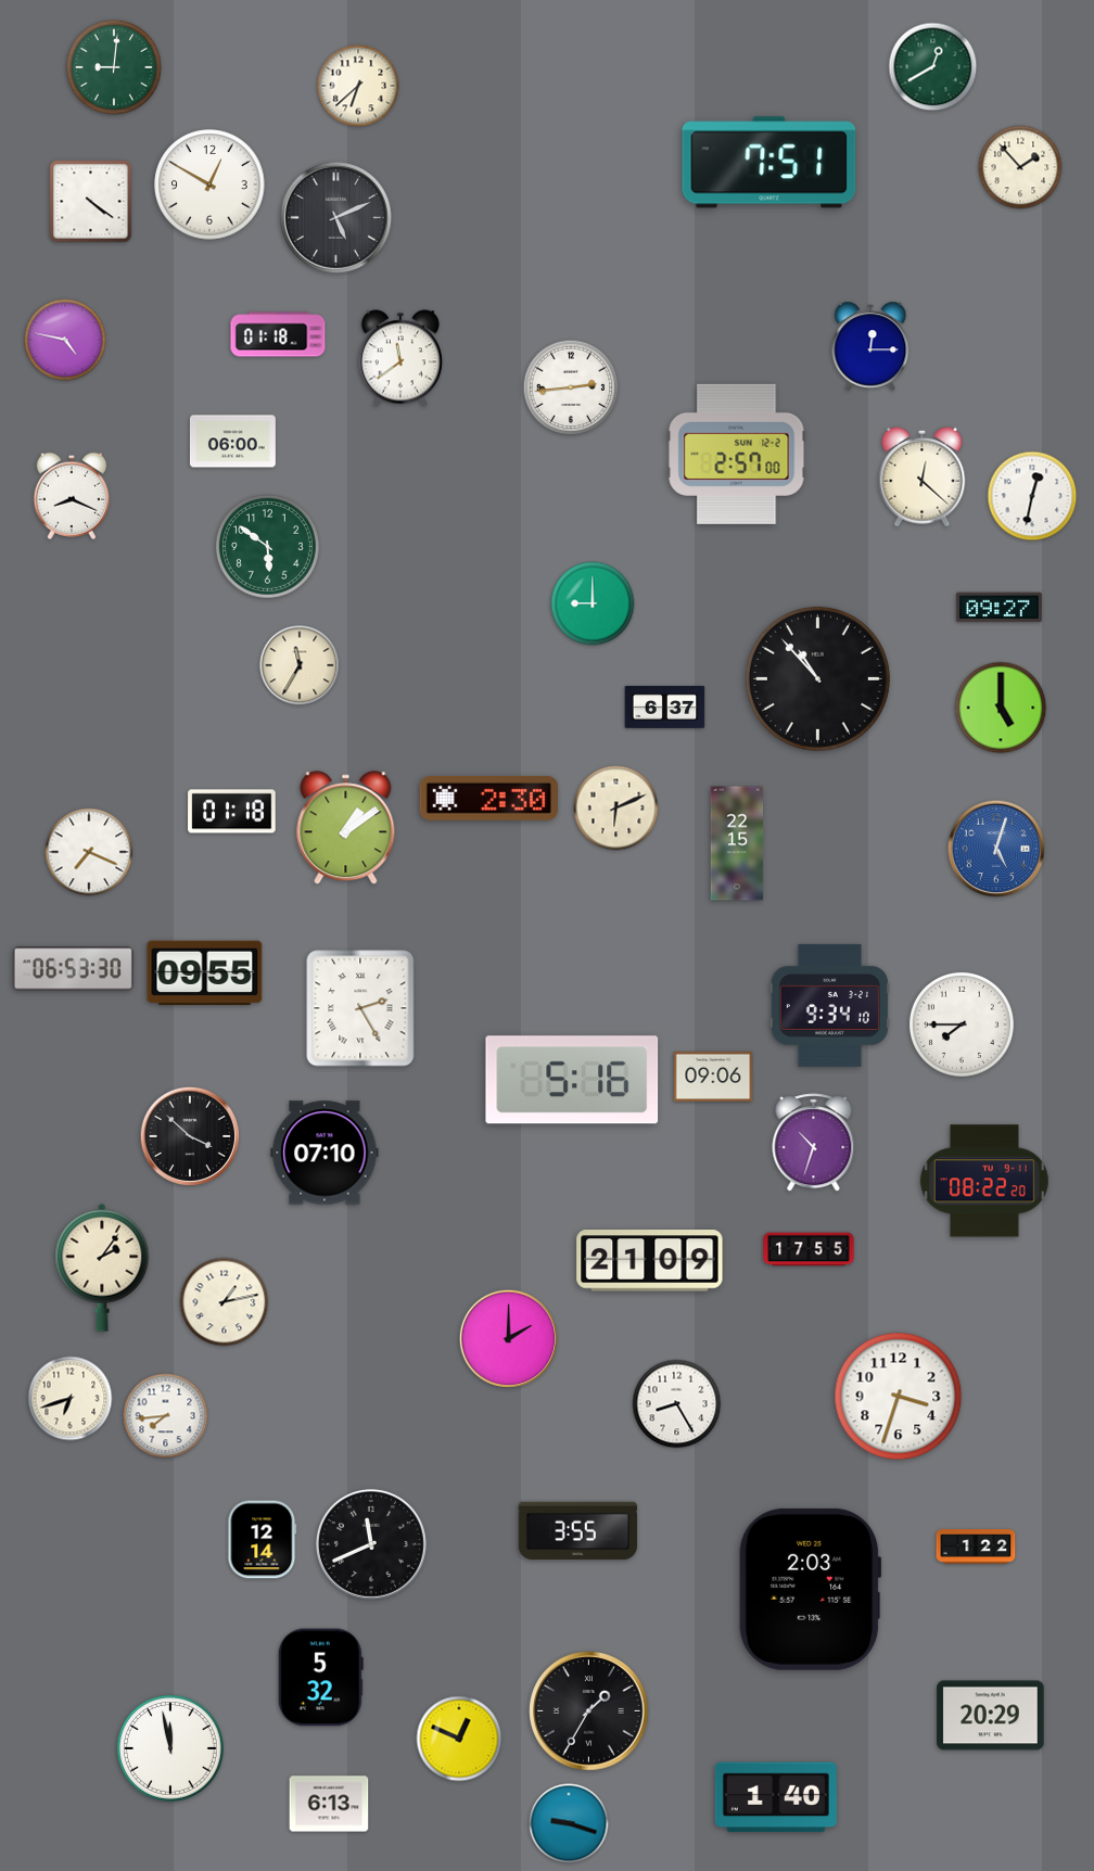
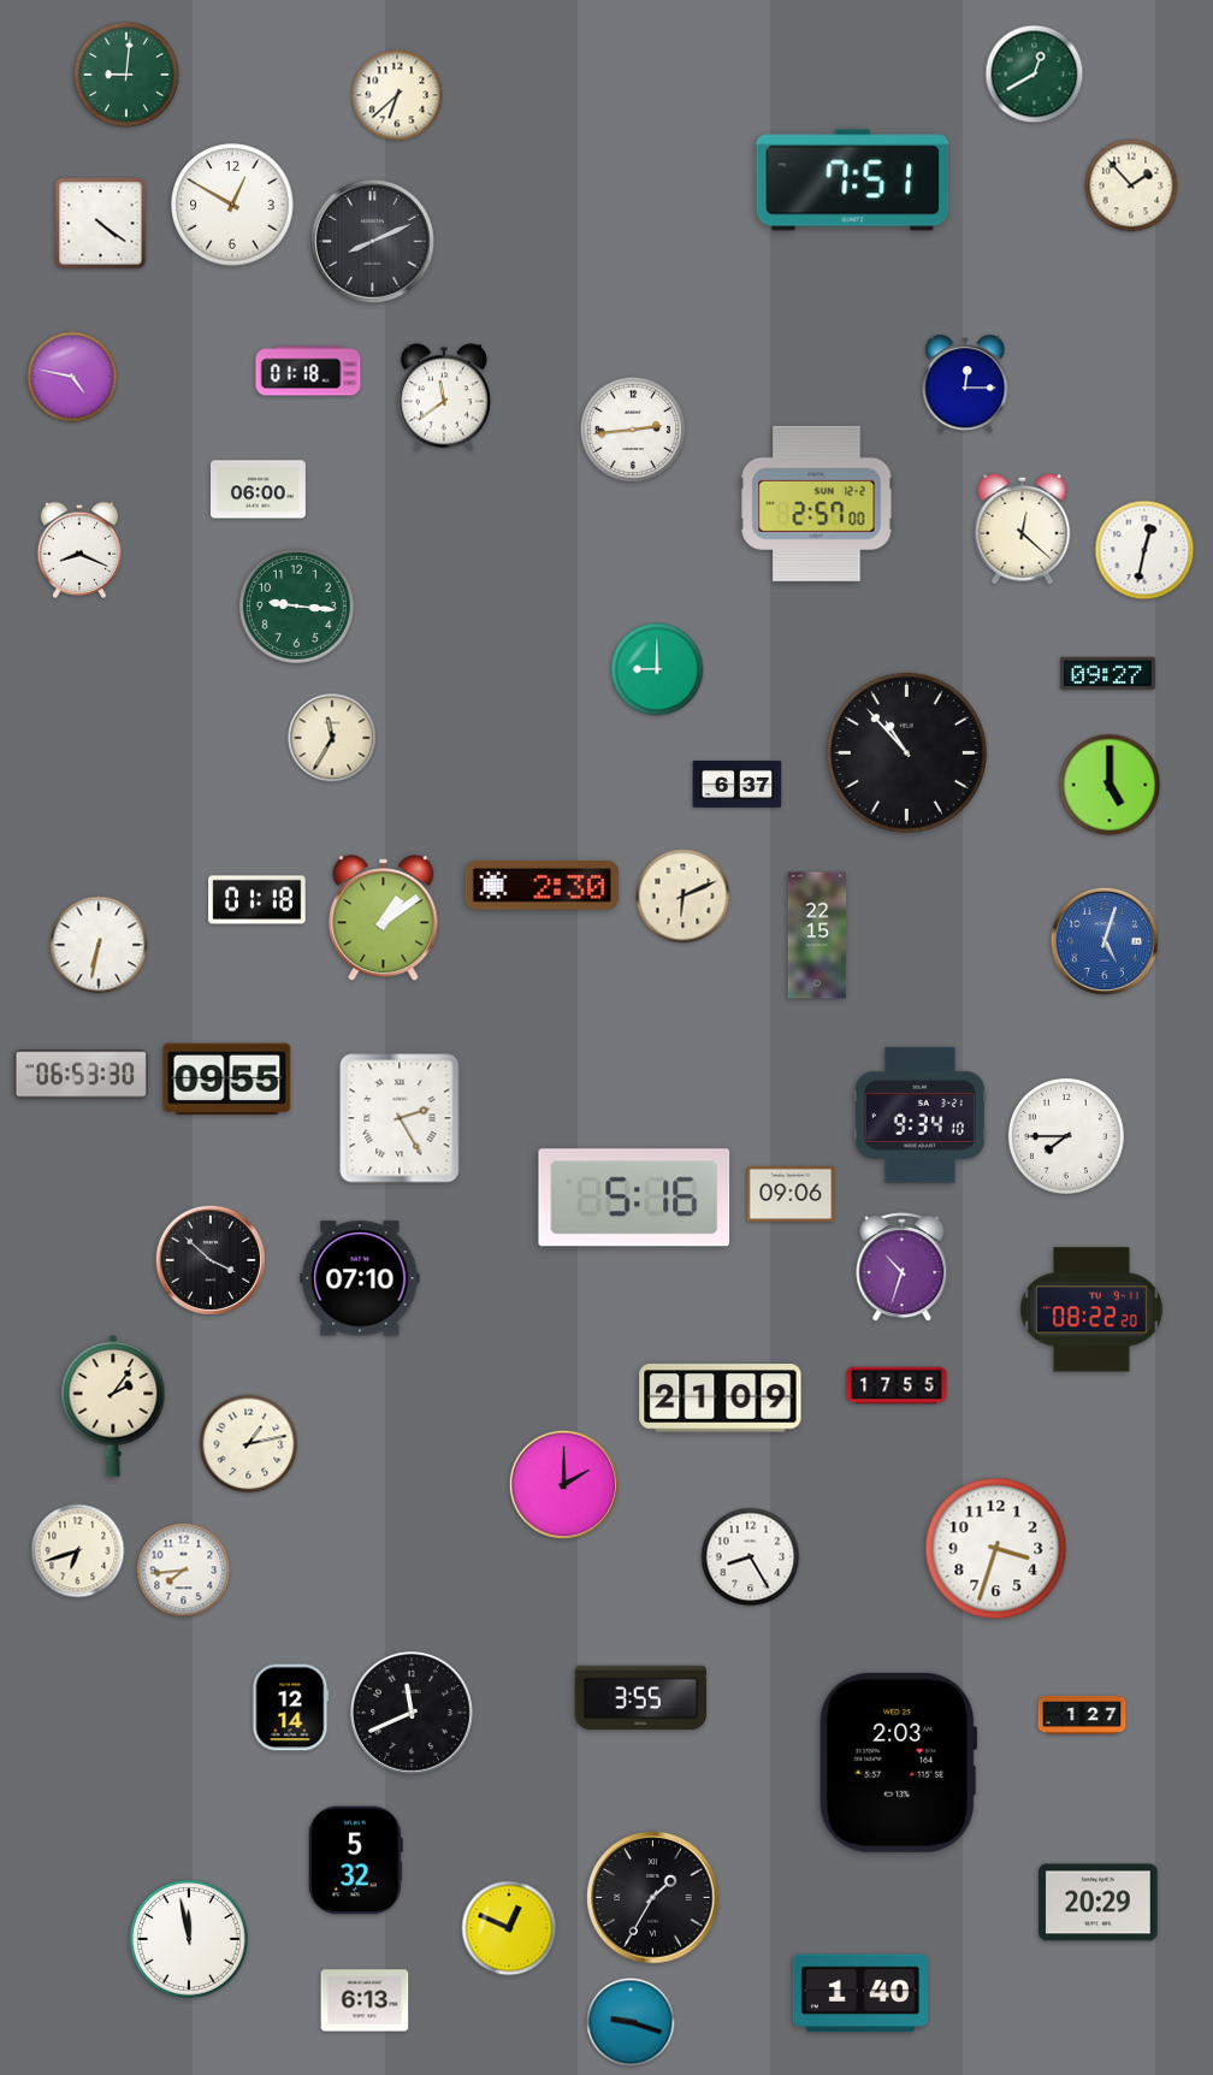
clock at (335, 217): 5:11 -> 8:11
clock at (267, 546): 5:51 -> 9:16
clock at (89, 852): 7:19 -> 6:32
clock at (976, 1547): 1:22 -> 1:27
